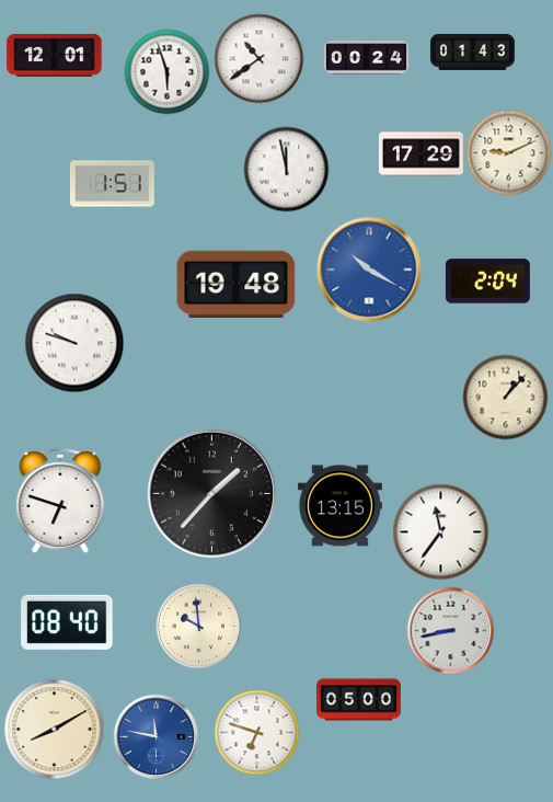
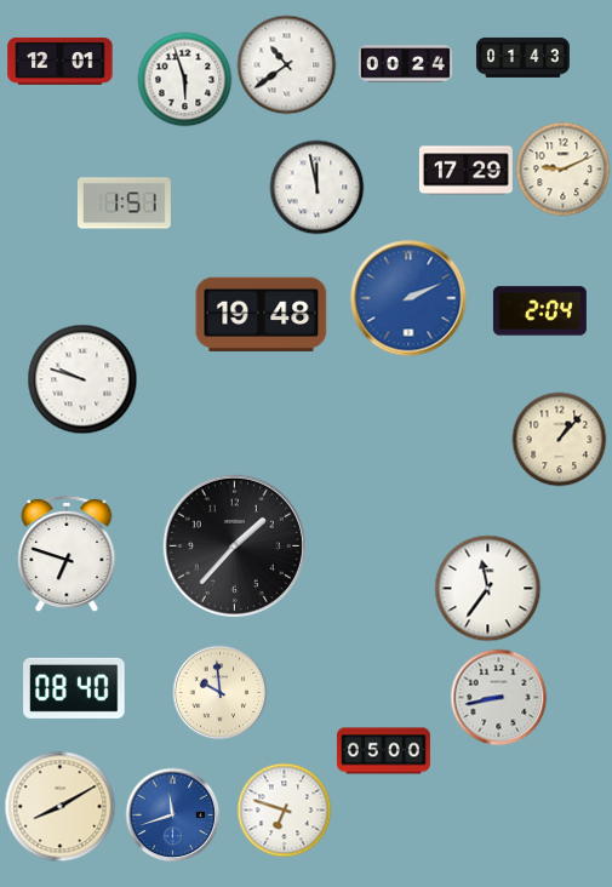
clock at (369, 270): 10:20 -> 2:11
clock at (339, 506): 13:15 -> none
clock at (358, 700) position: (358, 700) -> (383, 751)
clock at (155, 736): 11:47 -> 11:42
